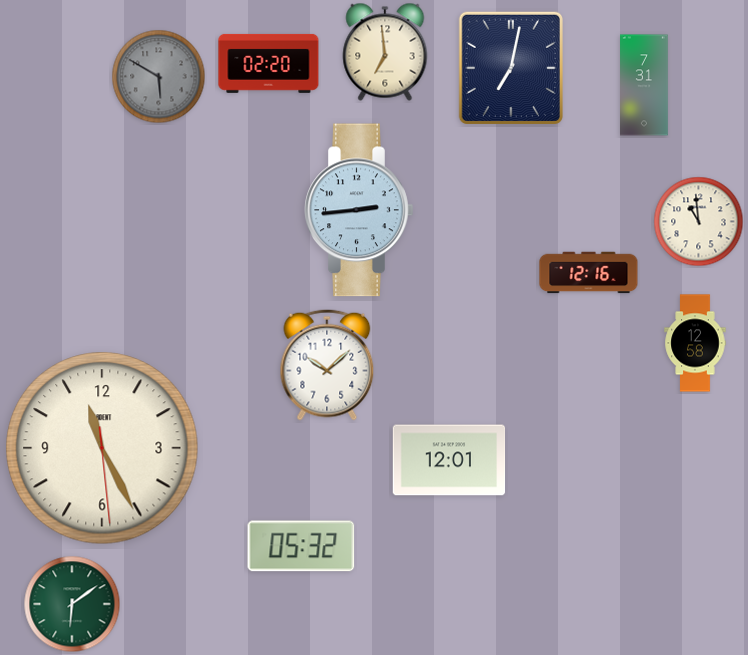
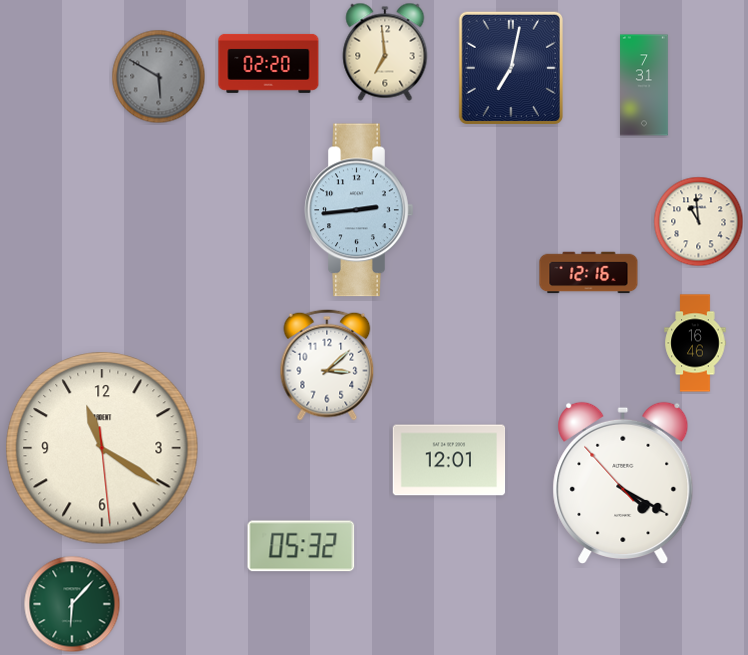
clock at (695, 343): 12:58 -> 16:46
clock at (327, 365): 10:08 -> 3:08
clock at (102, 448): 11:25 -> 11:20
clock at (623, 482): none -> 4:19
clock at (72, 604): 6:09 -> 6:07
